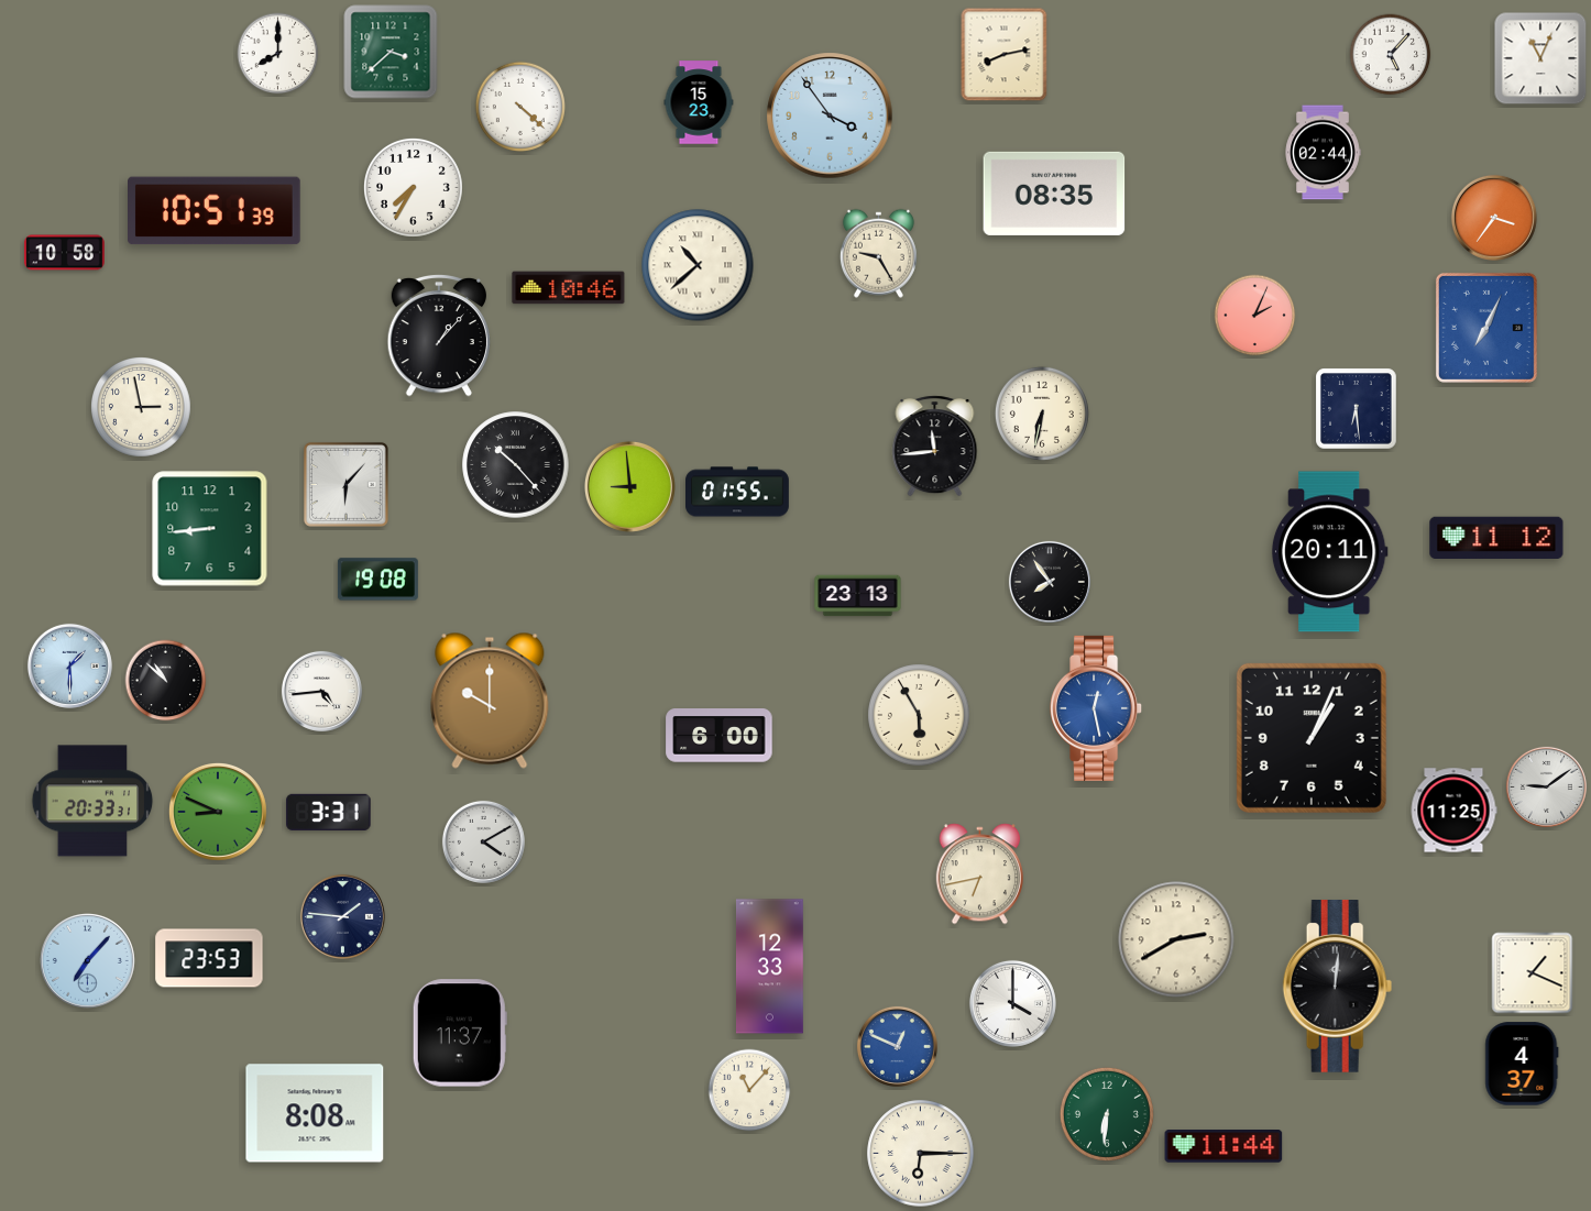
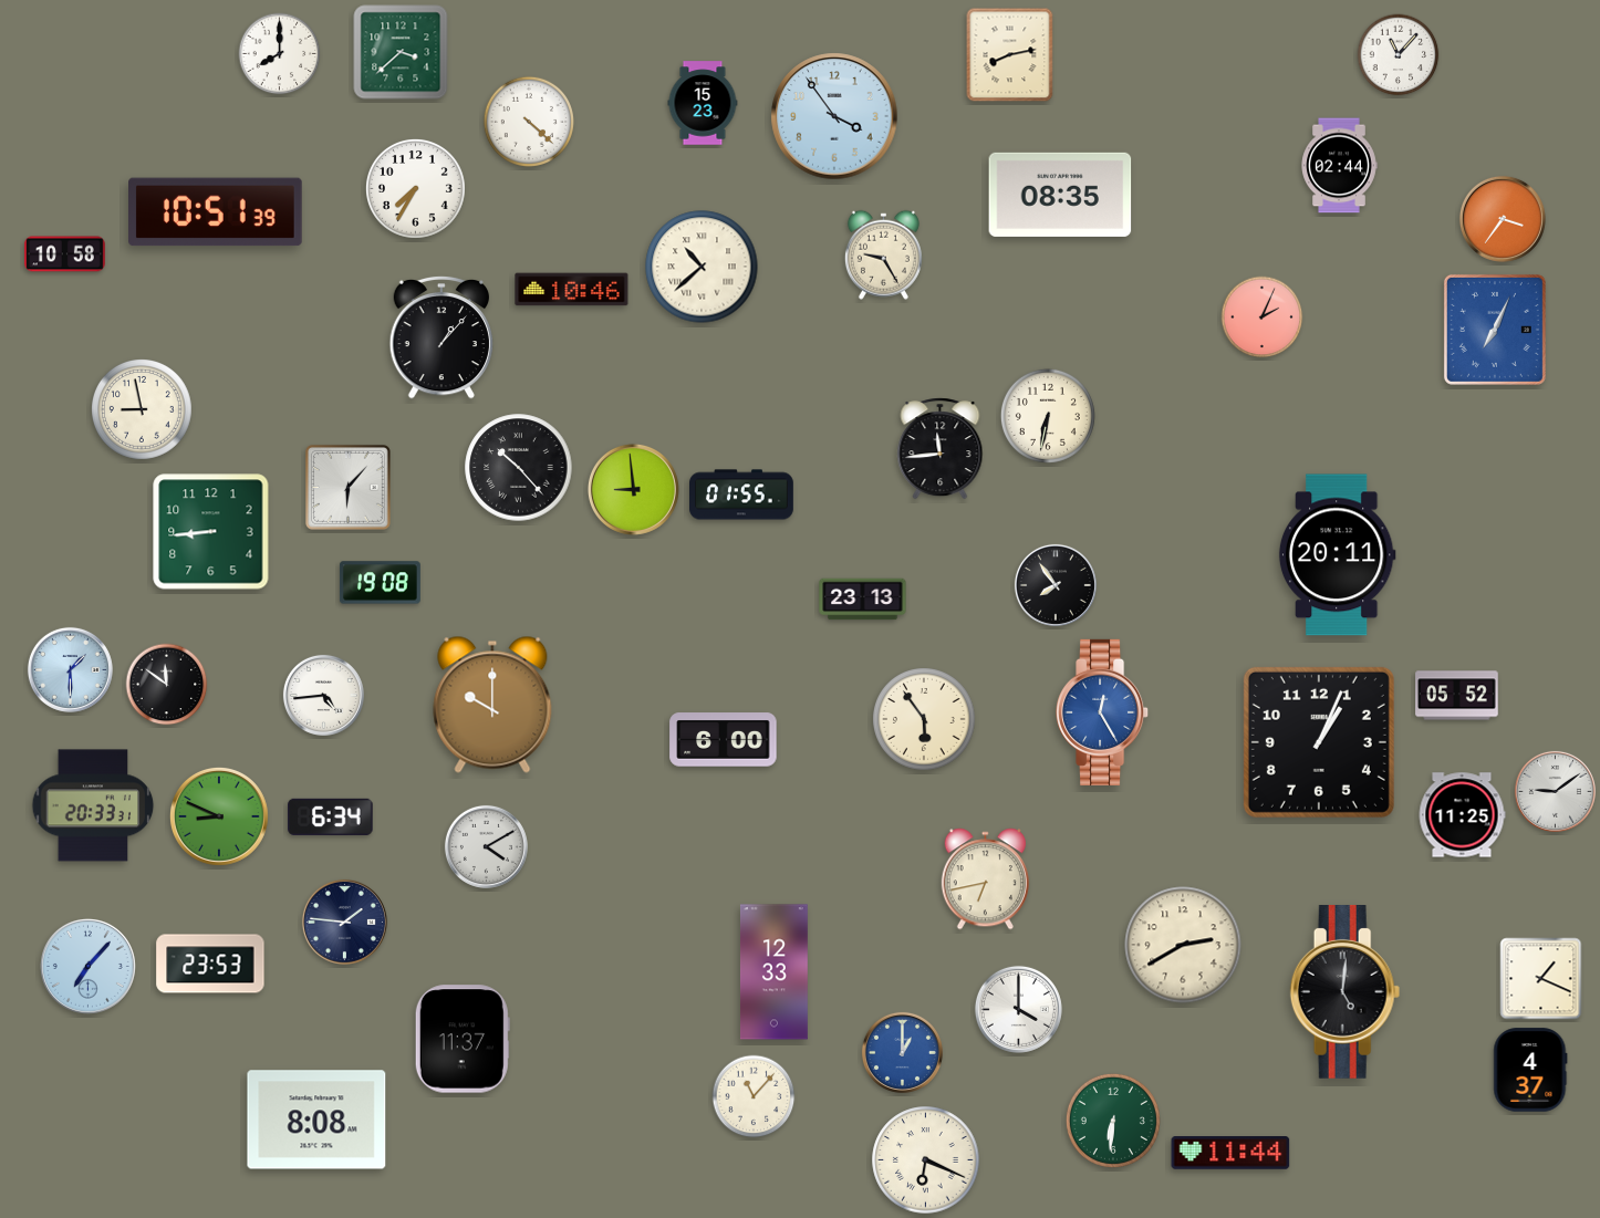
clock at (391, 52) position: (391, 52) -> (401, 52)
clock at (1391, 55): 5:07 -> 11:07
clock at (1540, 58): 11:04 -> none
clock at (520, 107) position: (520, 107) -> (529, 122)
clock at (1323, 153) position: (1323, 153) -> (1339, 166)
clock at (142, 408): 2:58 -> 8:58
clock at (1357, 409): 6:29 -> none
clock at (1496, 538): 11:12 -> none
clock at (166, 681): 10:52 -> 11:51
clock at (1457, 696): none -> 05:52
clock at (1097, 708): 12:28 -> 12:25
clock at (919, 715): 5:55 -> 5:54
clock at (329, 812): 3:31 -> 6:34
clock at (1338, 987): 12:01 -> 5:01
clock at (897, 1046): 12:49 -> 1:00
clock at (921, 1154): 6:15 -> 6:19
